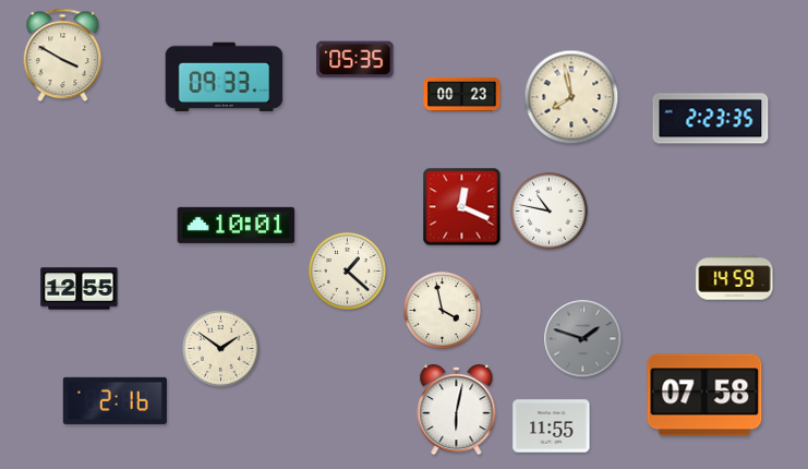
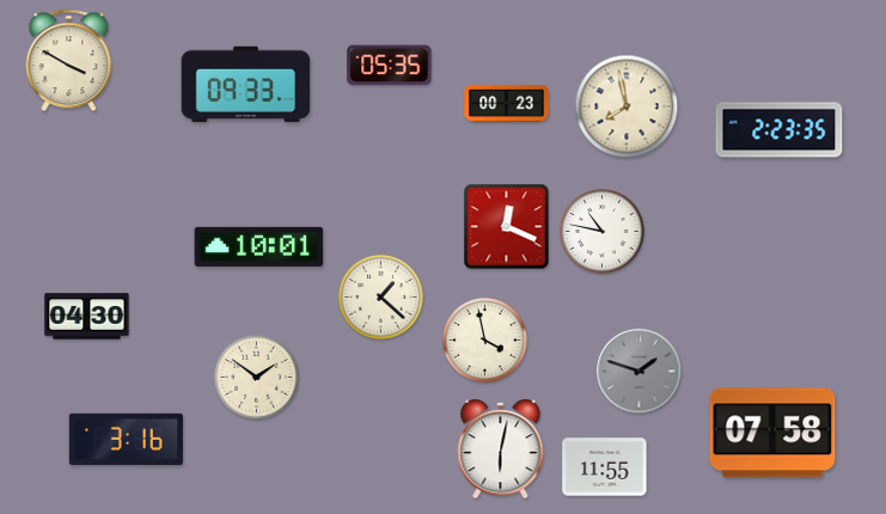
clock at (735, 278): 14:59 -> none
clock at (80, 289): 12:55 -> 04:30
clock at (221, 349) position: (221, 349) -> (257, 378)
clock at (114, 400): 2:16 -> 3:16
